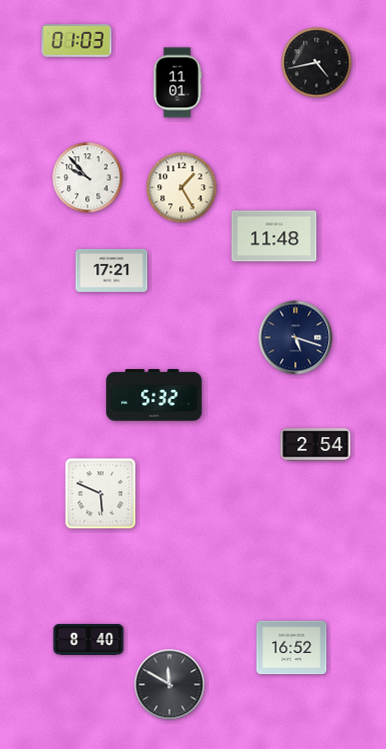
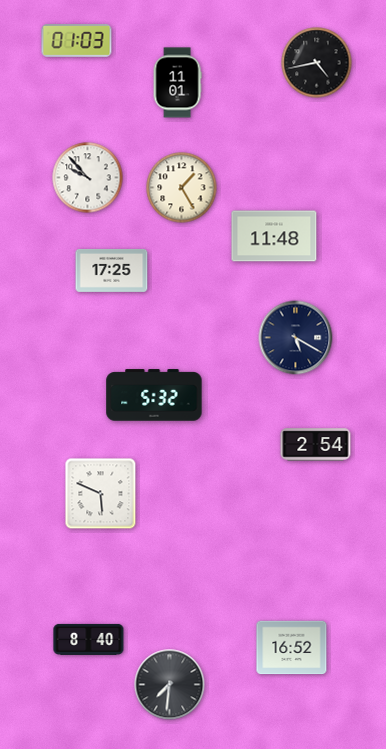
clock at (112, 270): 17:21 -> 17:25
clock at (296, 338): 5:18 -> 5:20
clock at (170, 685): 11:50 -> 7:31
